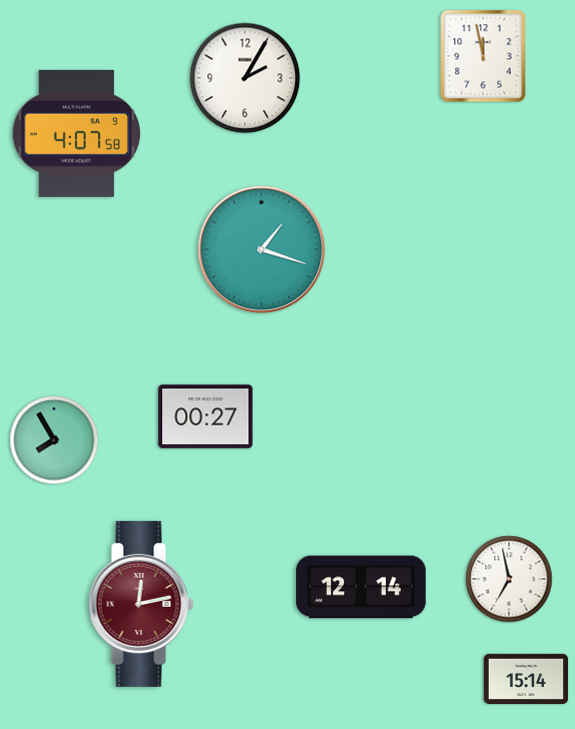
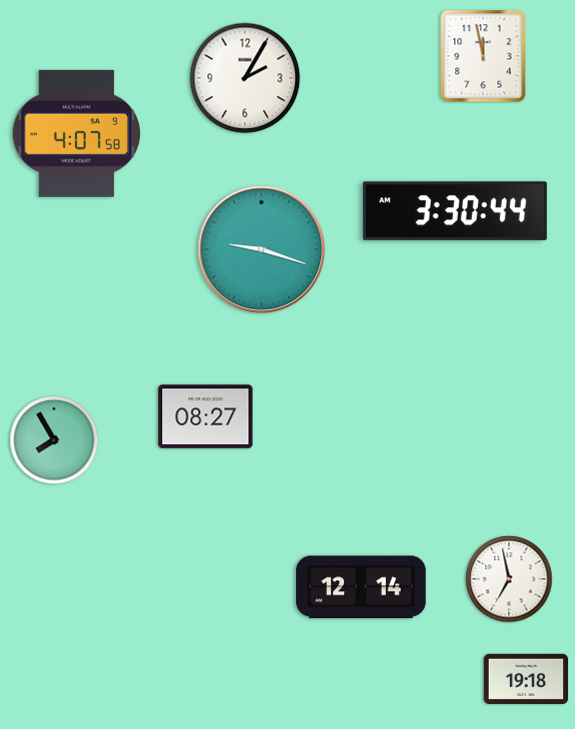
clock at (455, 211): none -> 3:30
clock at (262, 250): 1:18 -> 9:18
clock at (206, 417): 00:27 -> 08:27
clock at (141, 604): 12:13 -> none
clock at (526, 678): 15:14 -> 19:18
